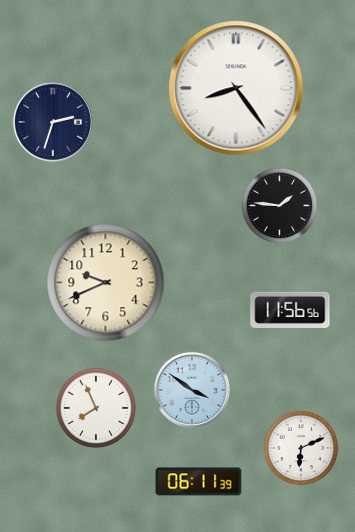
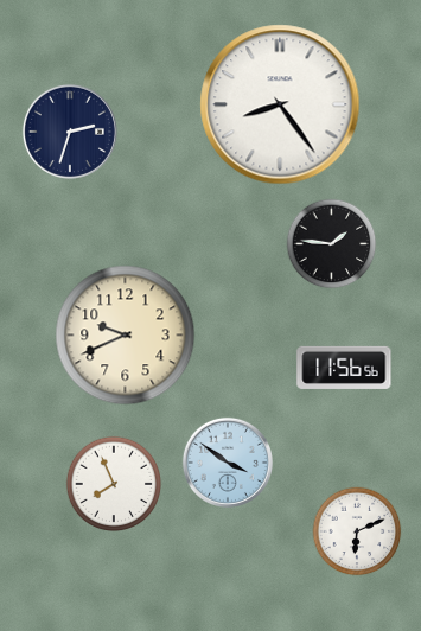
clock at (53, 122) position: (53, 122) -> (70, 132)
clock at (199, 482): 06:11 -> none
